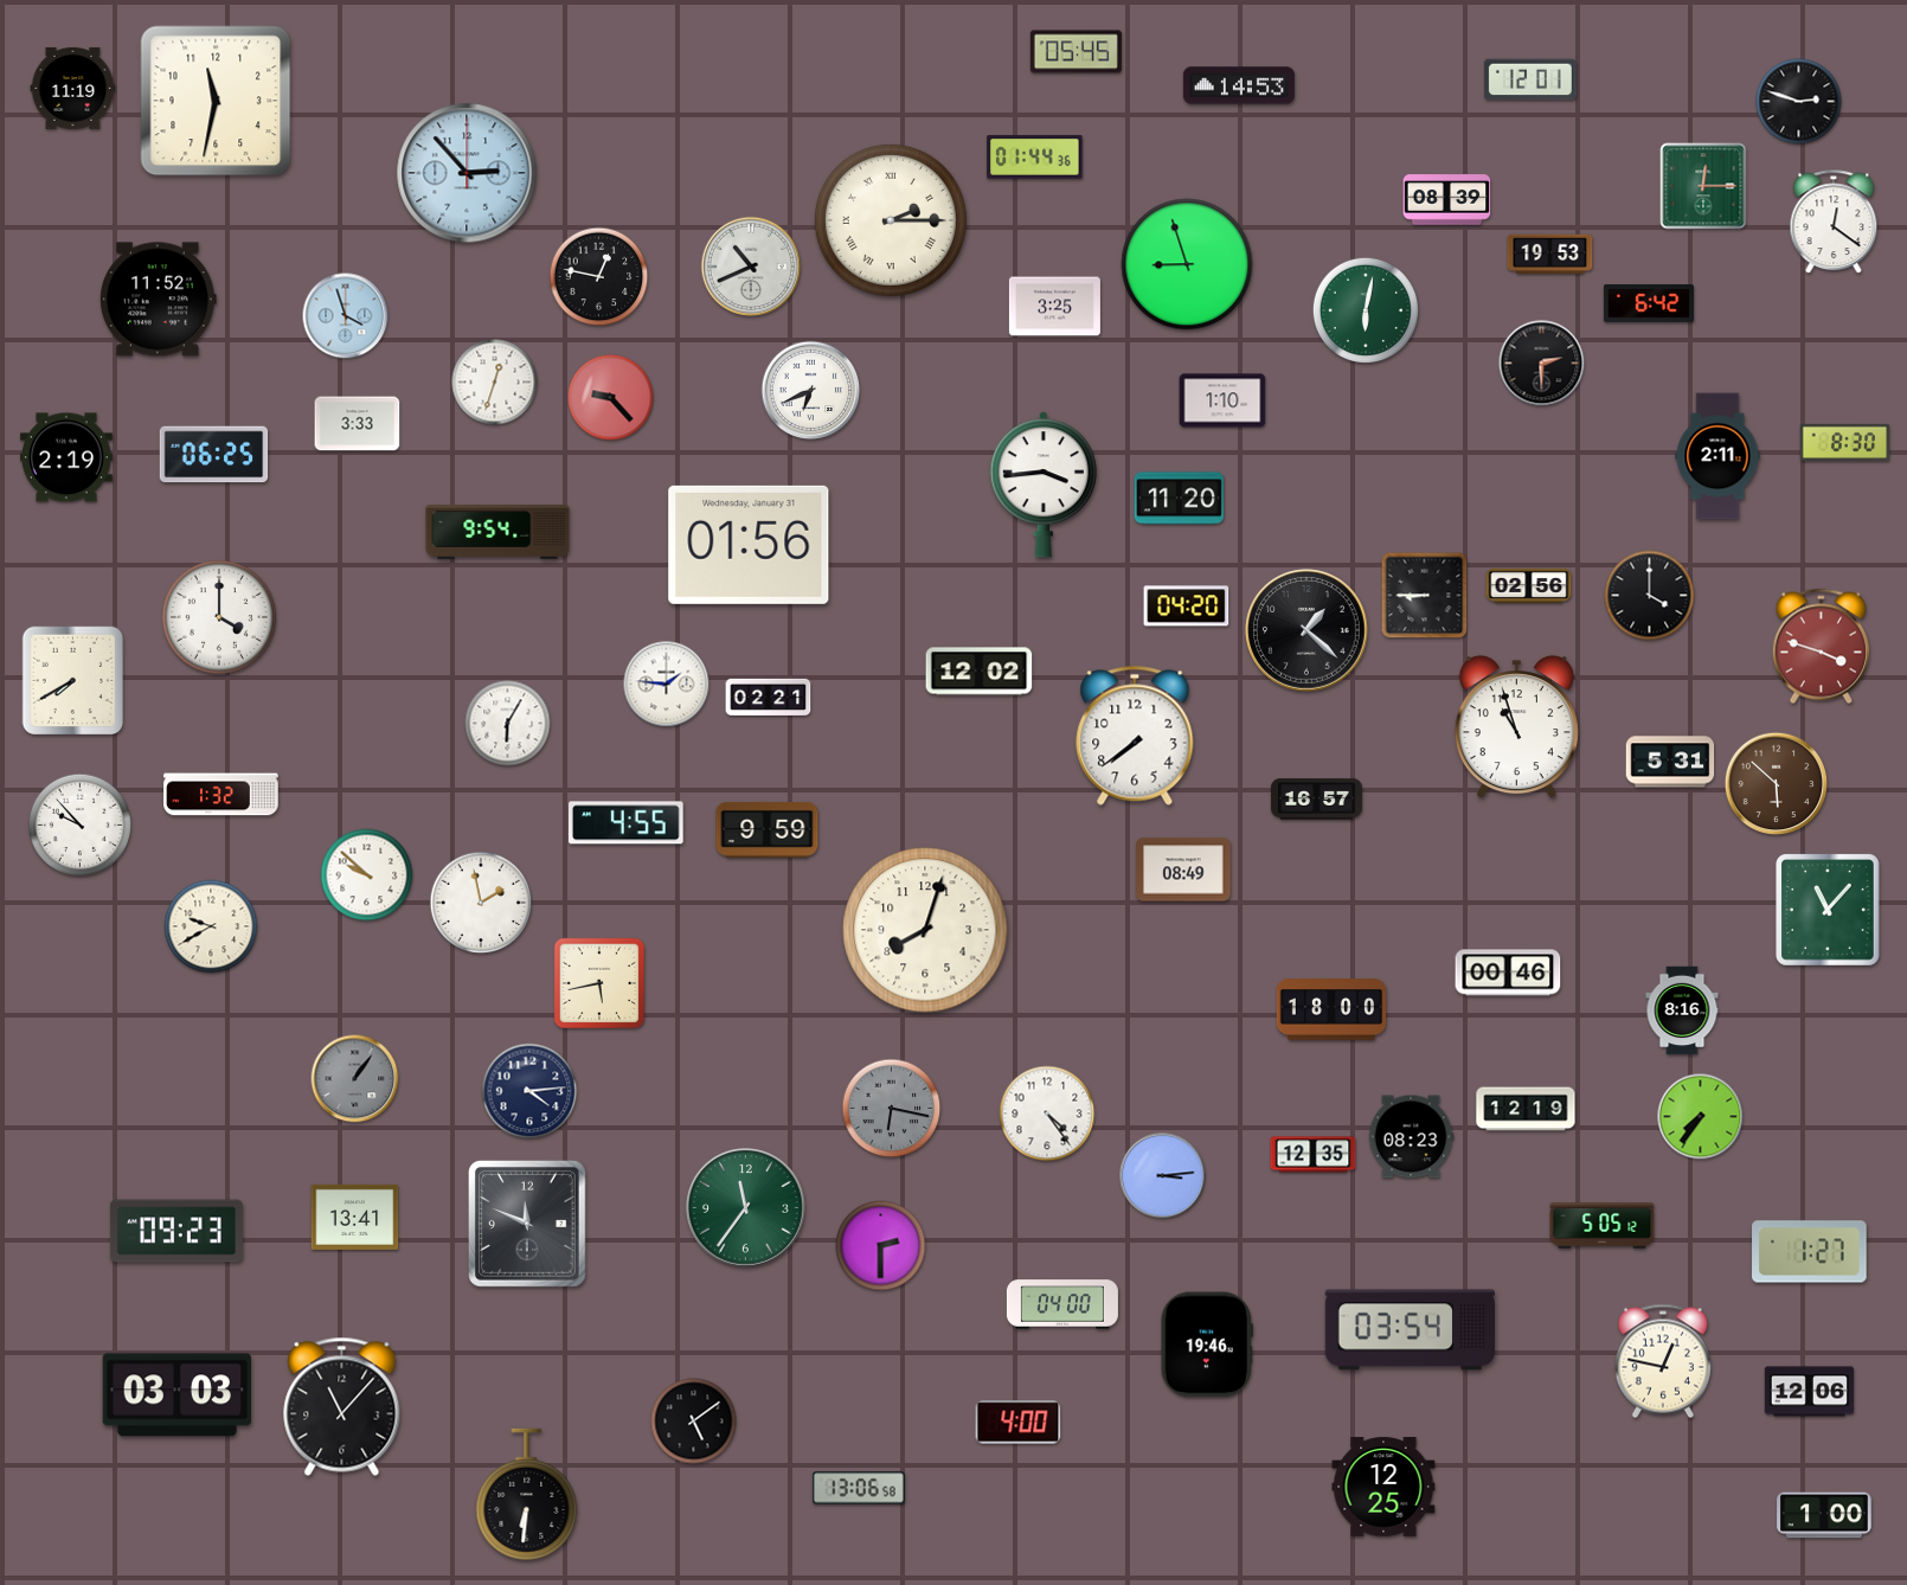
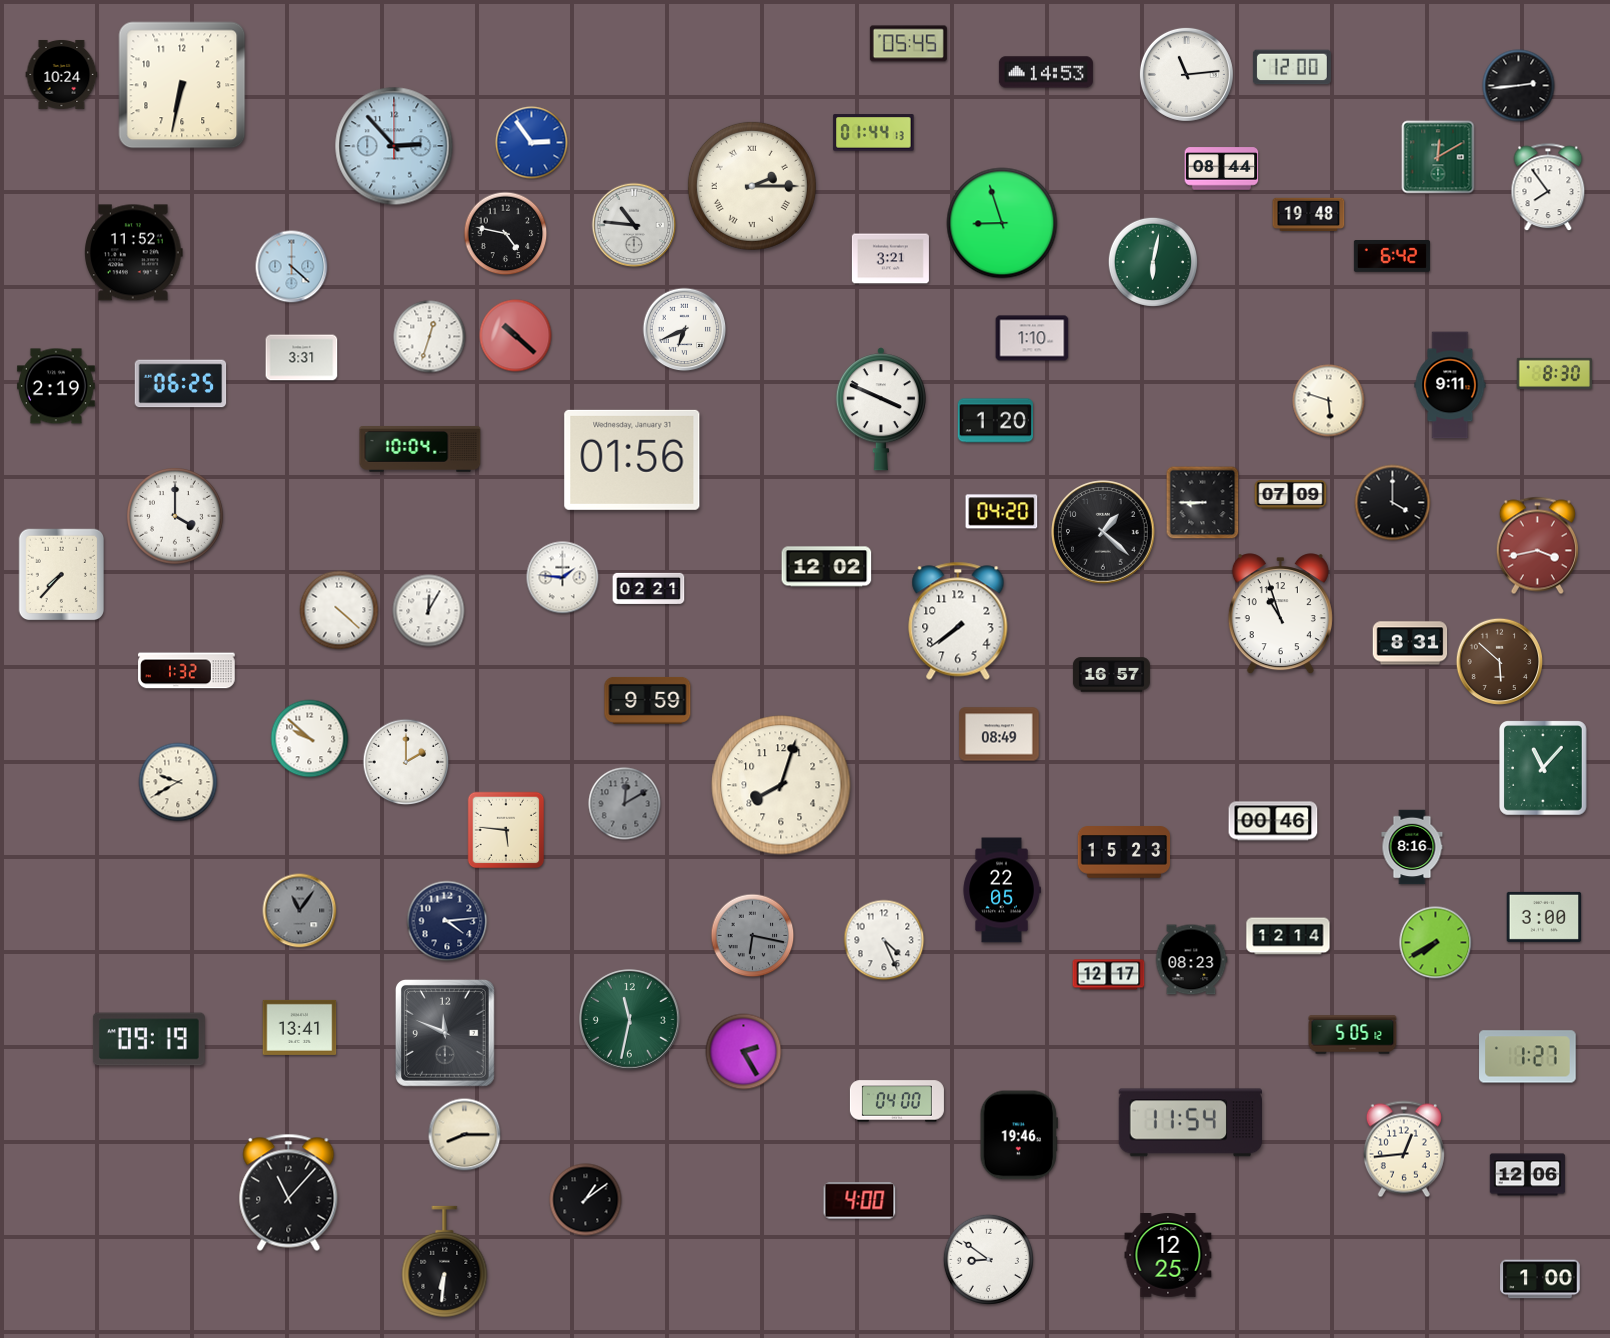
clock at (1530, 79): 12:01 -> 12:00
clock at (73, 88): 11:19 -> 10:24
clock at (1186, 74): none -> 11:14
clock at (216, 101): 11:32 -> 6:32
clock at (1799, 102): 2:48 -> 2:44
clock at (1035, 158): 01:44:36 -> 01:44:13
clock at (532, 143): none -> 2:54
clock at (1703, 186): 12:15 -> 12:10
clock at (1447, 200): 08:39 -> 08:44
clock at (1834, 223): 12:21 -> 7:54
clock at (1550, 254): 19:53 -> 19:48
clock at (751, 267): 10:41 -> 10:46
clock at (599, 277): 12:47 -> 4:47
clock at (1054, 307): 3:25 -> 3:21
clock at (346, 316): 3:57 -> 4:22
clock at (1542, 364): 2:30 -> none
clock at (495, 383) position: (495, 383) -> (430, 337)
clock at (611, 398): 9:23 -> 10:22
clock at (358, 424): 3:33 -> 3:31
clock at (1844, 442) position: (1844, 442) -> (1554, 373)
clock at (1717, 456): 2:11 -> 9:11
clock at (1329, 401): none -> 5:48
clock at (1044, 485): 3:44 -> 3:49
clock at (1179, 499): 11:20 -> 1:20
clock at (497, 533): 9:54 -> 10:04
clock at (1529, 585): 02:56 -> 07:09
clock at (220, 617) position: (220, 617) -> (176, 516)
clock at (1821, 647): 3:48 -> 3:43
clock at (73, 681): 7:40 -> 7:37
clock at (339, 610): none -> 4:22
clock at (508, 724): 6:05 -> 12:05
clock at (1670, 762): 5:31 -> 8:31
clock at (627, 823): 4:55 -> none
clock at (81, 826): 9:53 -> none
clock at (481, 903): 1:58 -> 2:00
clock at (625, 804): none -> 12:10
clock at (599, 983): 5:43 -> 5:46
clock at (1331, 1009): 18:00 -> 15:23
clock at (1682, 1010) position: (1682, 1010) -> (1412, 847)
clock at (1002, 890): none -> 22:05
clock at (355, 1079): 1:06 -> 11:06
clock at (1544, 917): none -> 3:00
clock at (1526, 1109): 12:19 -> 12:14
clock at (1047, 1114): 4:24 -> 4:26
clock at (1701, 1117): 7:36 -> 7:40
clock at (1314, 1155): 12:35 -> 12:17
clock at (1163, 1176): 3:14 -> none
clock at (746, 1208): 11:36 -> 11:32
clock at (176, 1231): 09:23 -> 09:19
clock at (881, 1246): 2:30 -> 2:25
clock at (1410, 1330): 03:54 -> 11:54
clock at (465, 1135): none -> 8:15
clock at (1663, 1361): 12:47 -> 12:44
clock at (176, 1395): 03:03 -> none
clock at (342, 1406) position: (342, 1406) -> (289, 1192)
clock at (694, 1422): 5:09 -> 1:09
clock at (859, 1488): 13:06 -> none
clock at (988, 1259): none -> 8:51
